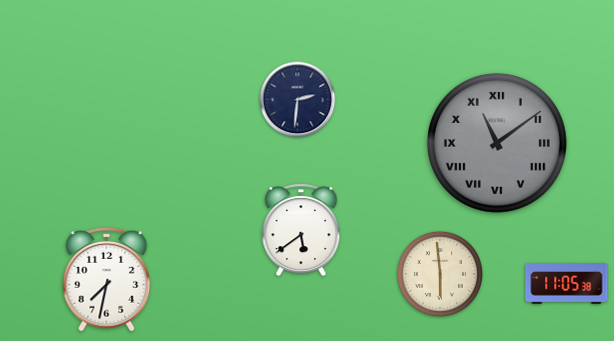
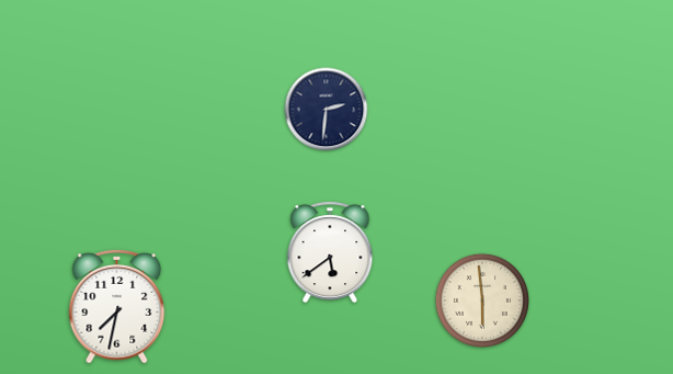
clock at (497, 143): 11:09 -> none
clock at (567, 284): 11:05 -> none
